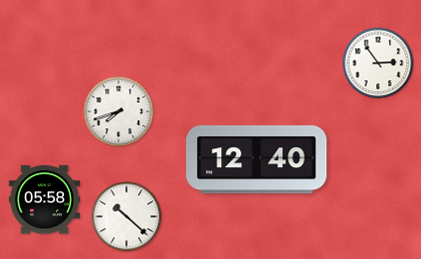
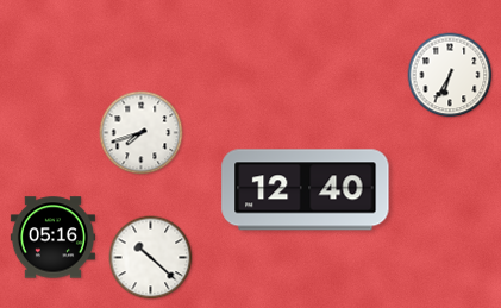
clock at (378, 63): 2:54 -> 6:35
clock at (44, 200): 05:58 -> 05:16
